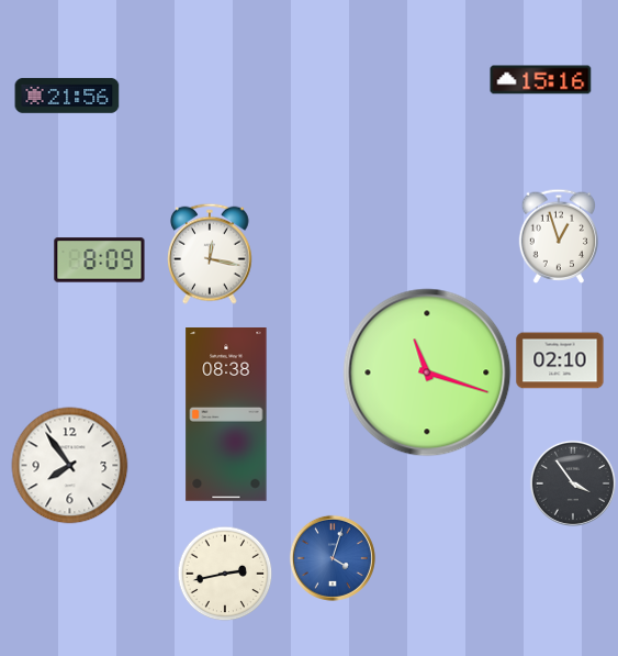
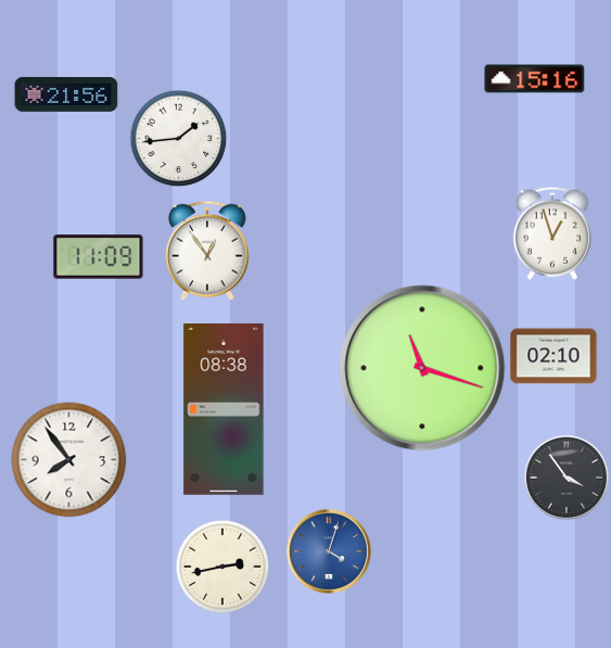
clock at (178, 138): none -> 1:44
clock at (211, 254): 12:17 -> 12:54
clock at (100, 260): 8:09 -> 11:09
